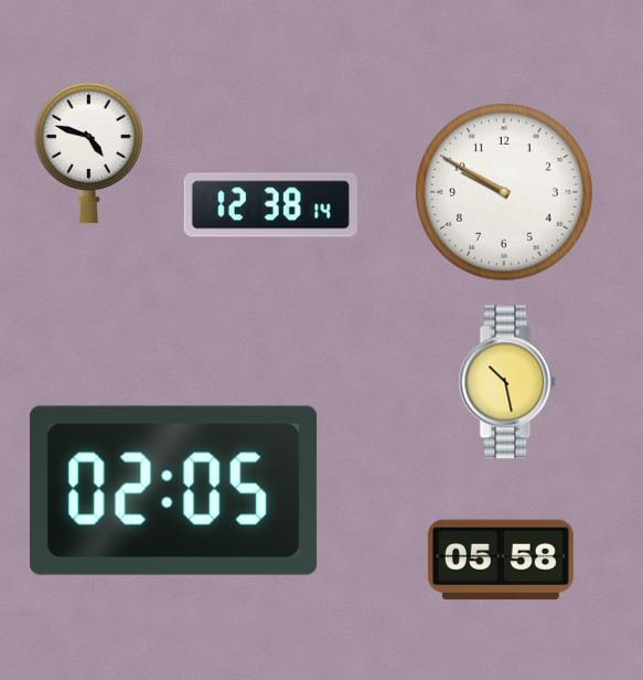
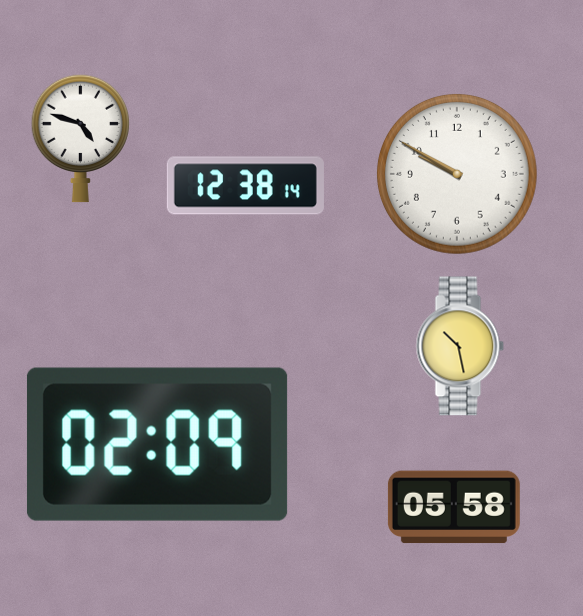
clock at (173, 490): 02:05 -> 02:09
